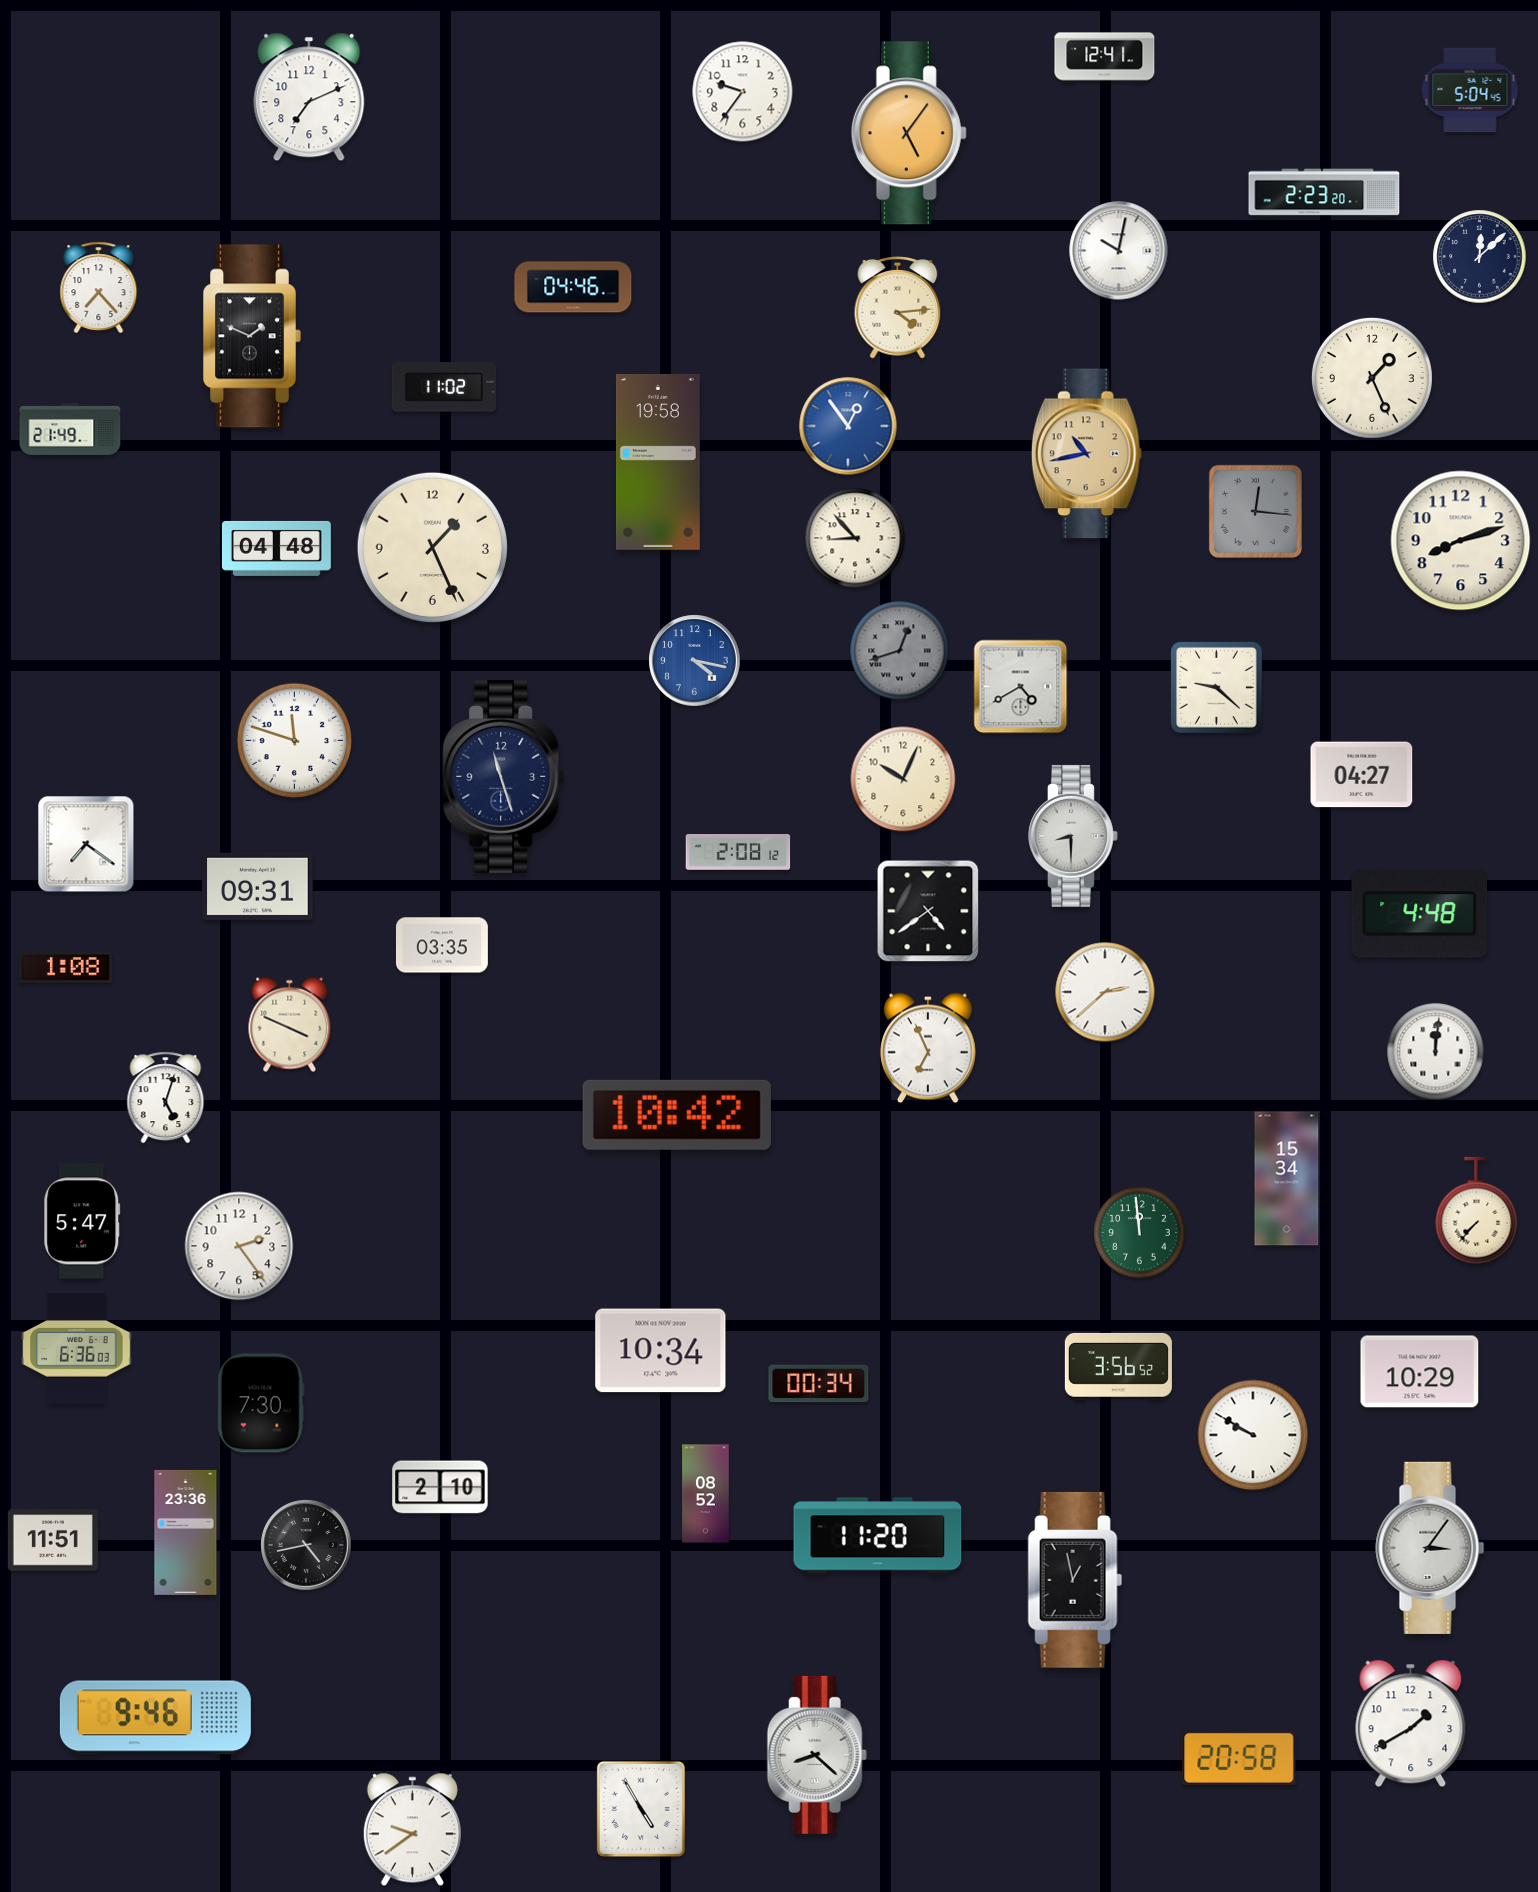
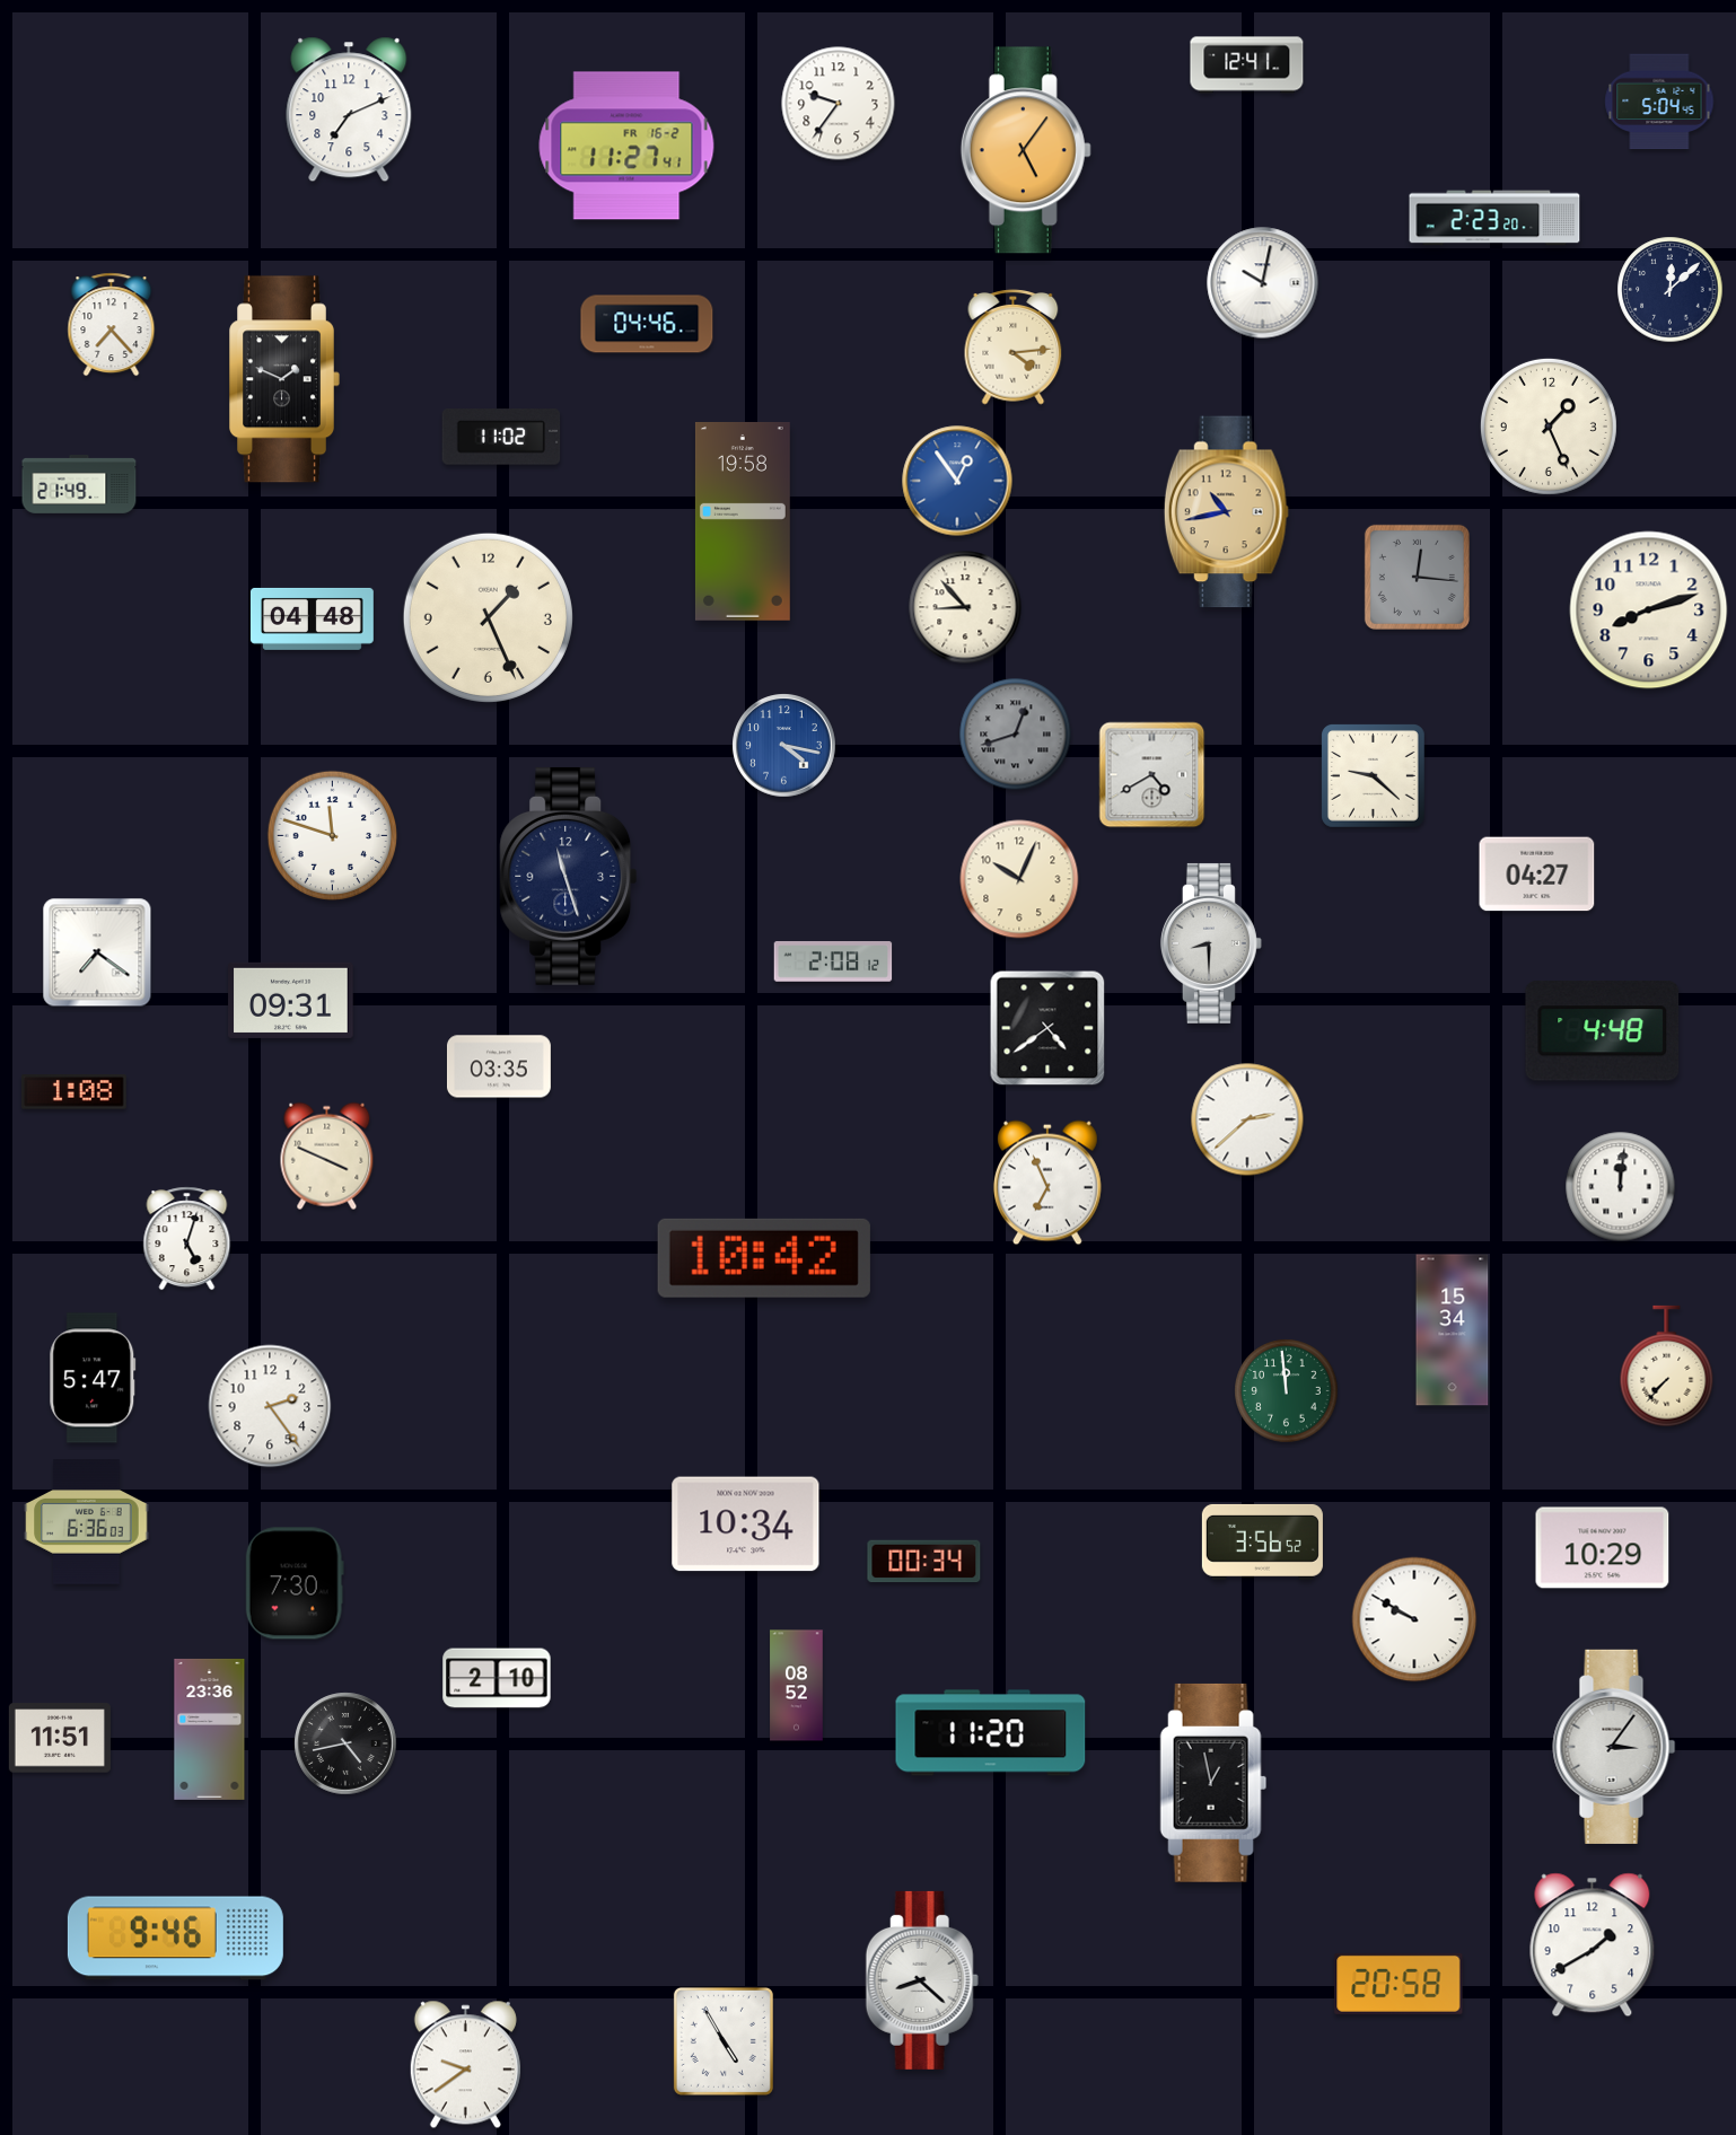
clock at (626, 146): none -> 11:27
